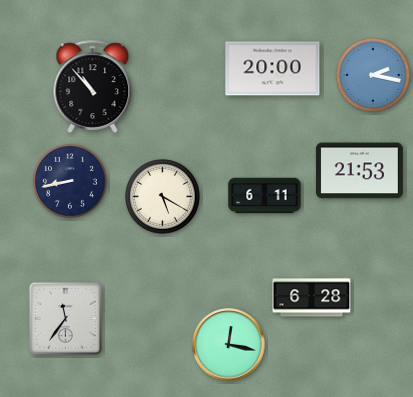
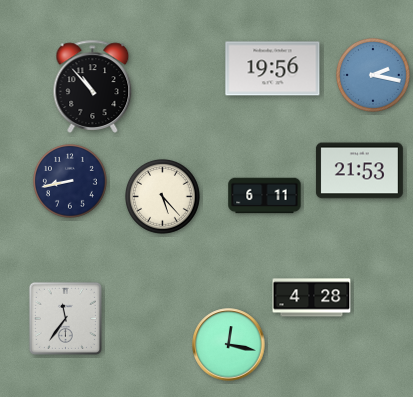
clock at (273, 69): 20:00 -> 19:56
clock at (163, 197): 5:20 -> 5:23
clock at (312, 298): 6:28 -> 4:28
